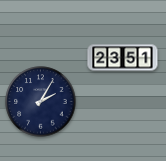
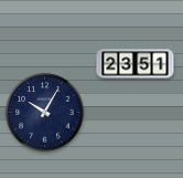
clock at (41, 102): 2:05 -> 10:05
